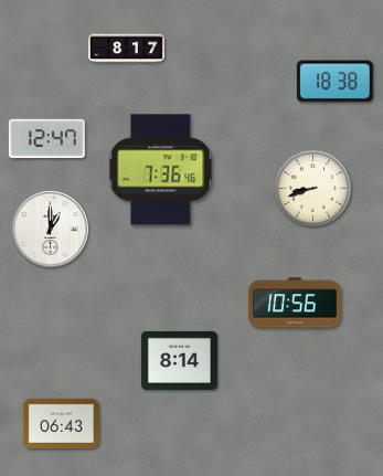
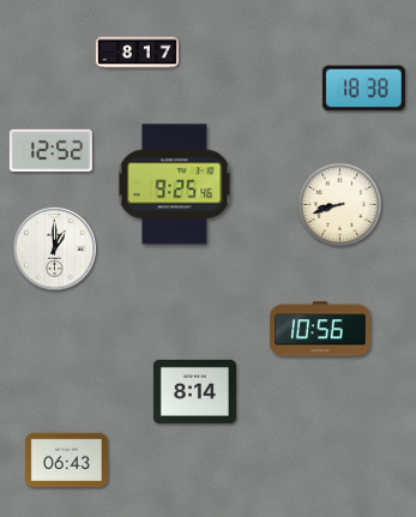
clock at (46, 139): 12:47 -> 12:52
clock at (161, 170): 7:36 -> 9:25
